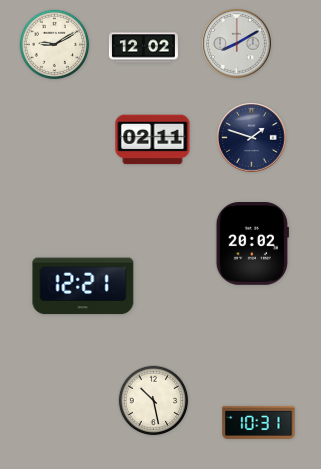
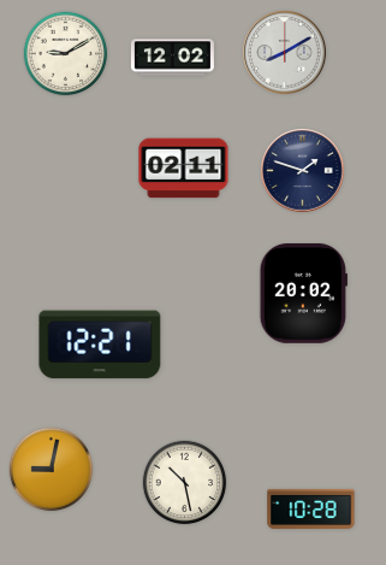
clock at (252, 138) position: (252, 138) -> (303, 171)
clock at (52, 470): none -> 9:02
clock at (259, 422): 10:31 -> 10:28
